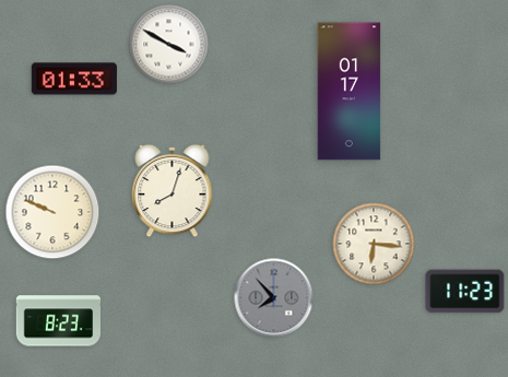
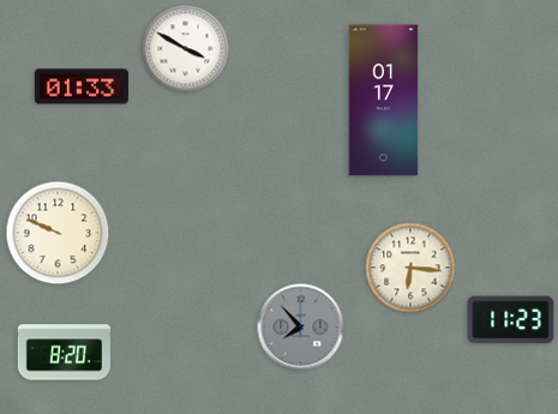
clock at (173, 191): 8:03 -> none
clock at (58, 321): 8:23 -> 8:20
